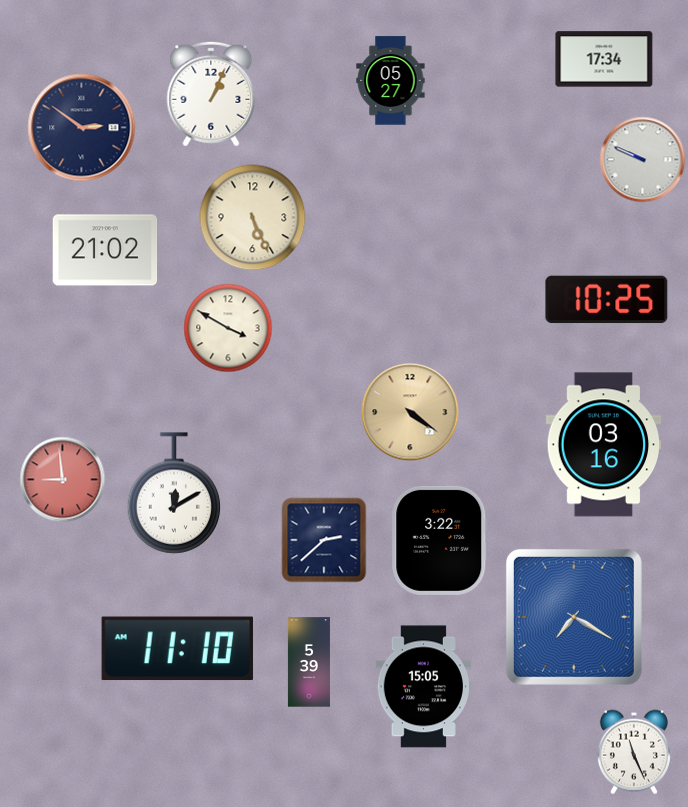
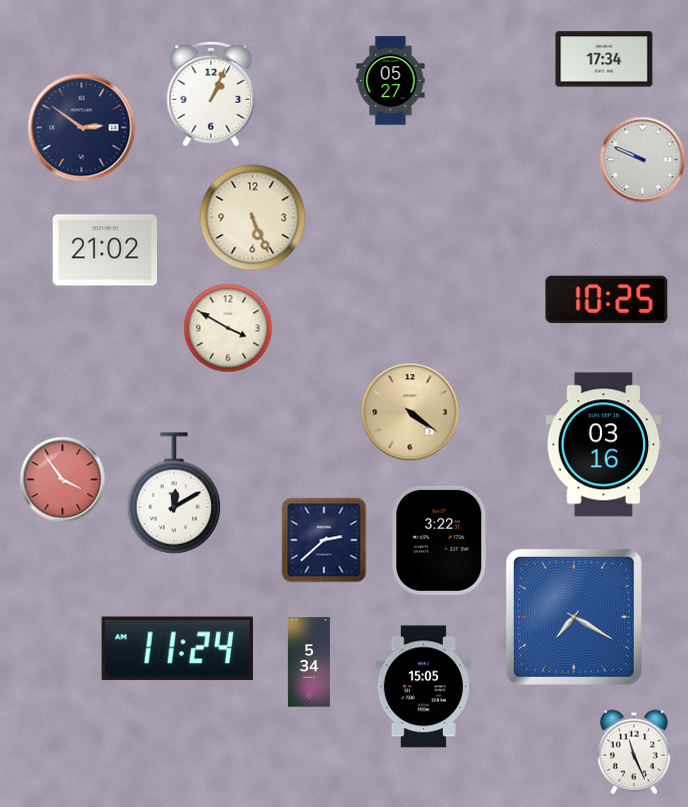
clock at (63, 480): 8:59 -> 3:54
clock at (177, 649): 11:10 -> 11:24
clock at (309, 662): 5:39 -> 5:34
